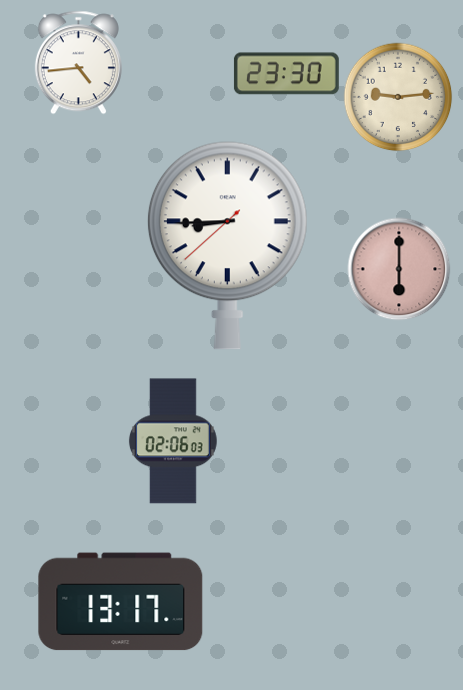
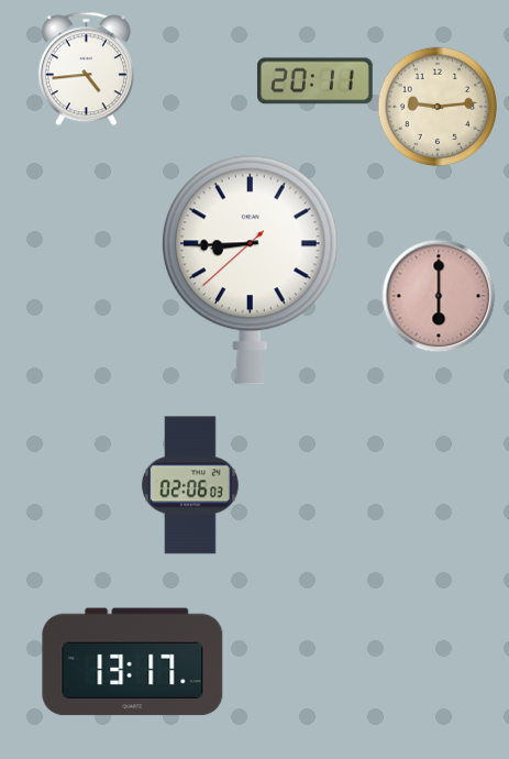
clock at (286, 74): 23:30 -> 20:11
